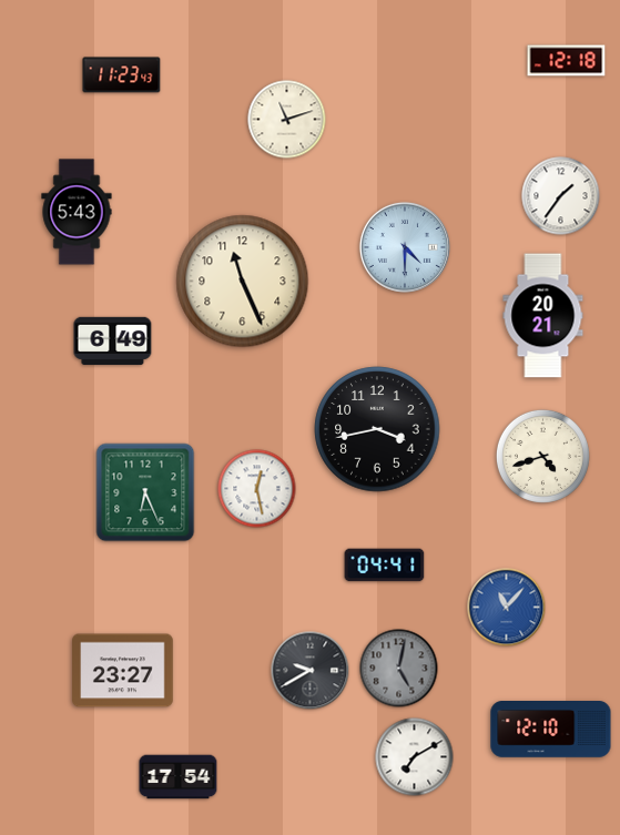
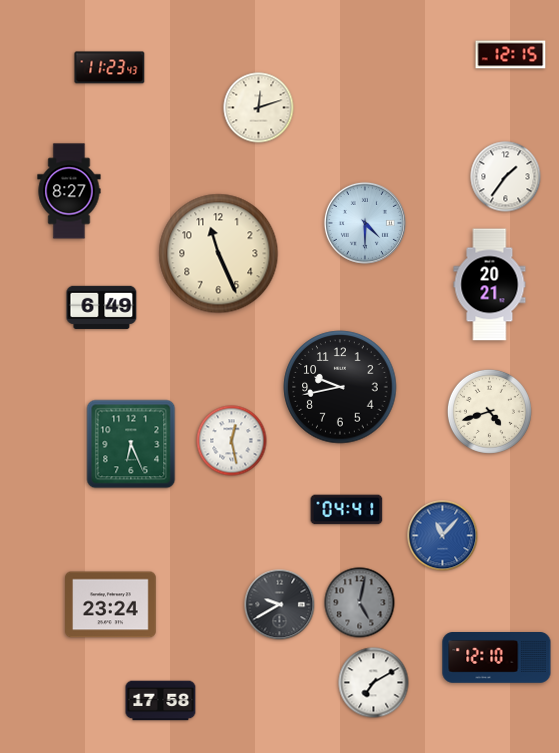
clock at (567, 61): 12:18 -> 12:15
clock at (287, 120): 11:12 -> 12:12
clock at (77, 212): 5:43 -> 8:27
clock at (377, 429): 3:43 -> 9:43
clock at (507, 608) position: (507, 608) -> (443, 536)
clock at (123, 671): 23:27 -> 23:24
clock at (179, 777): 17:54 -> 17:58
